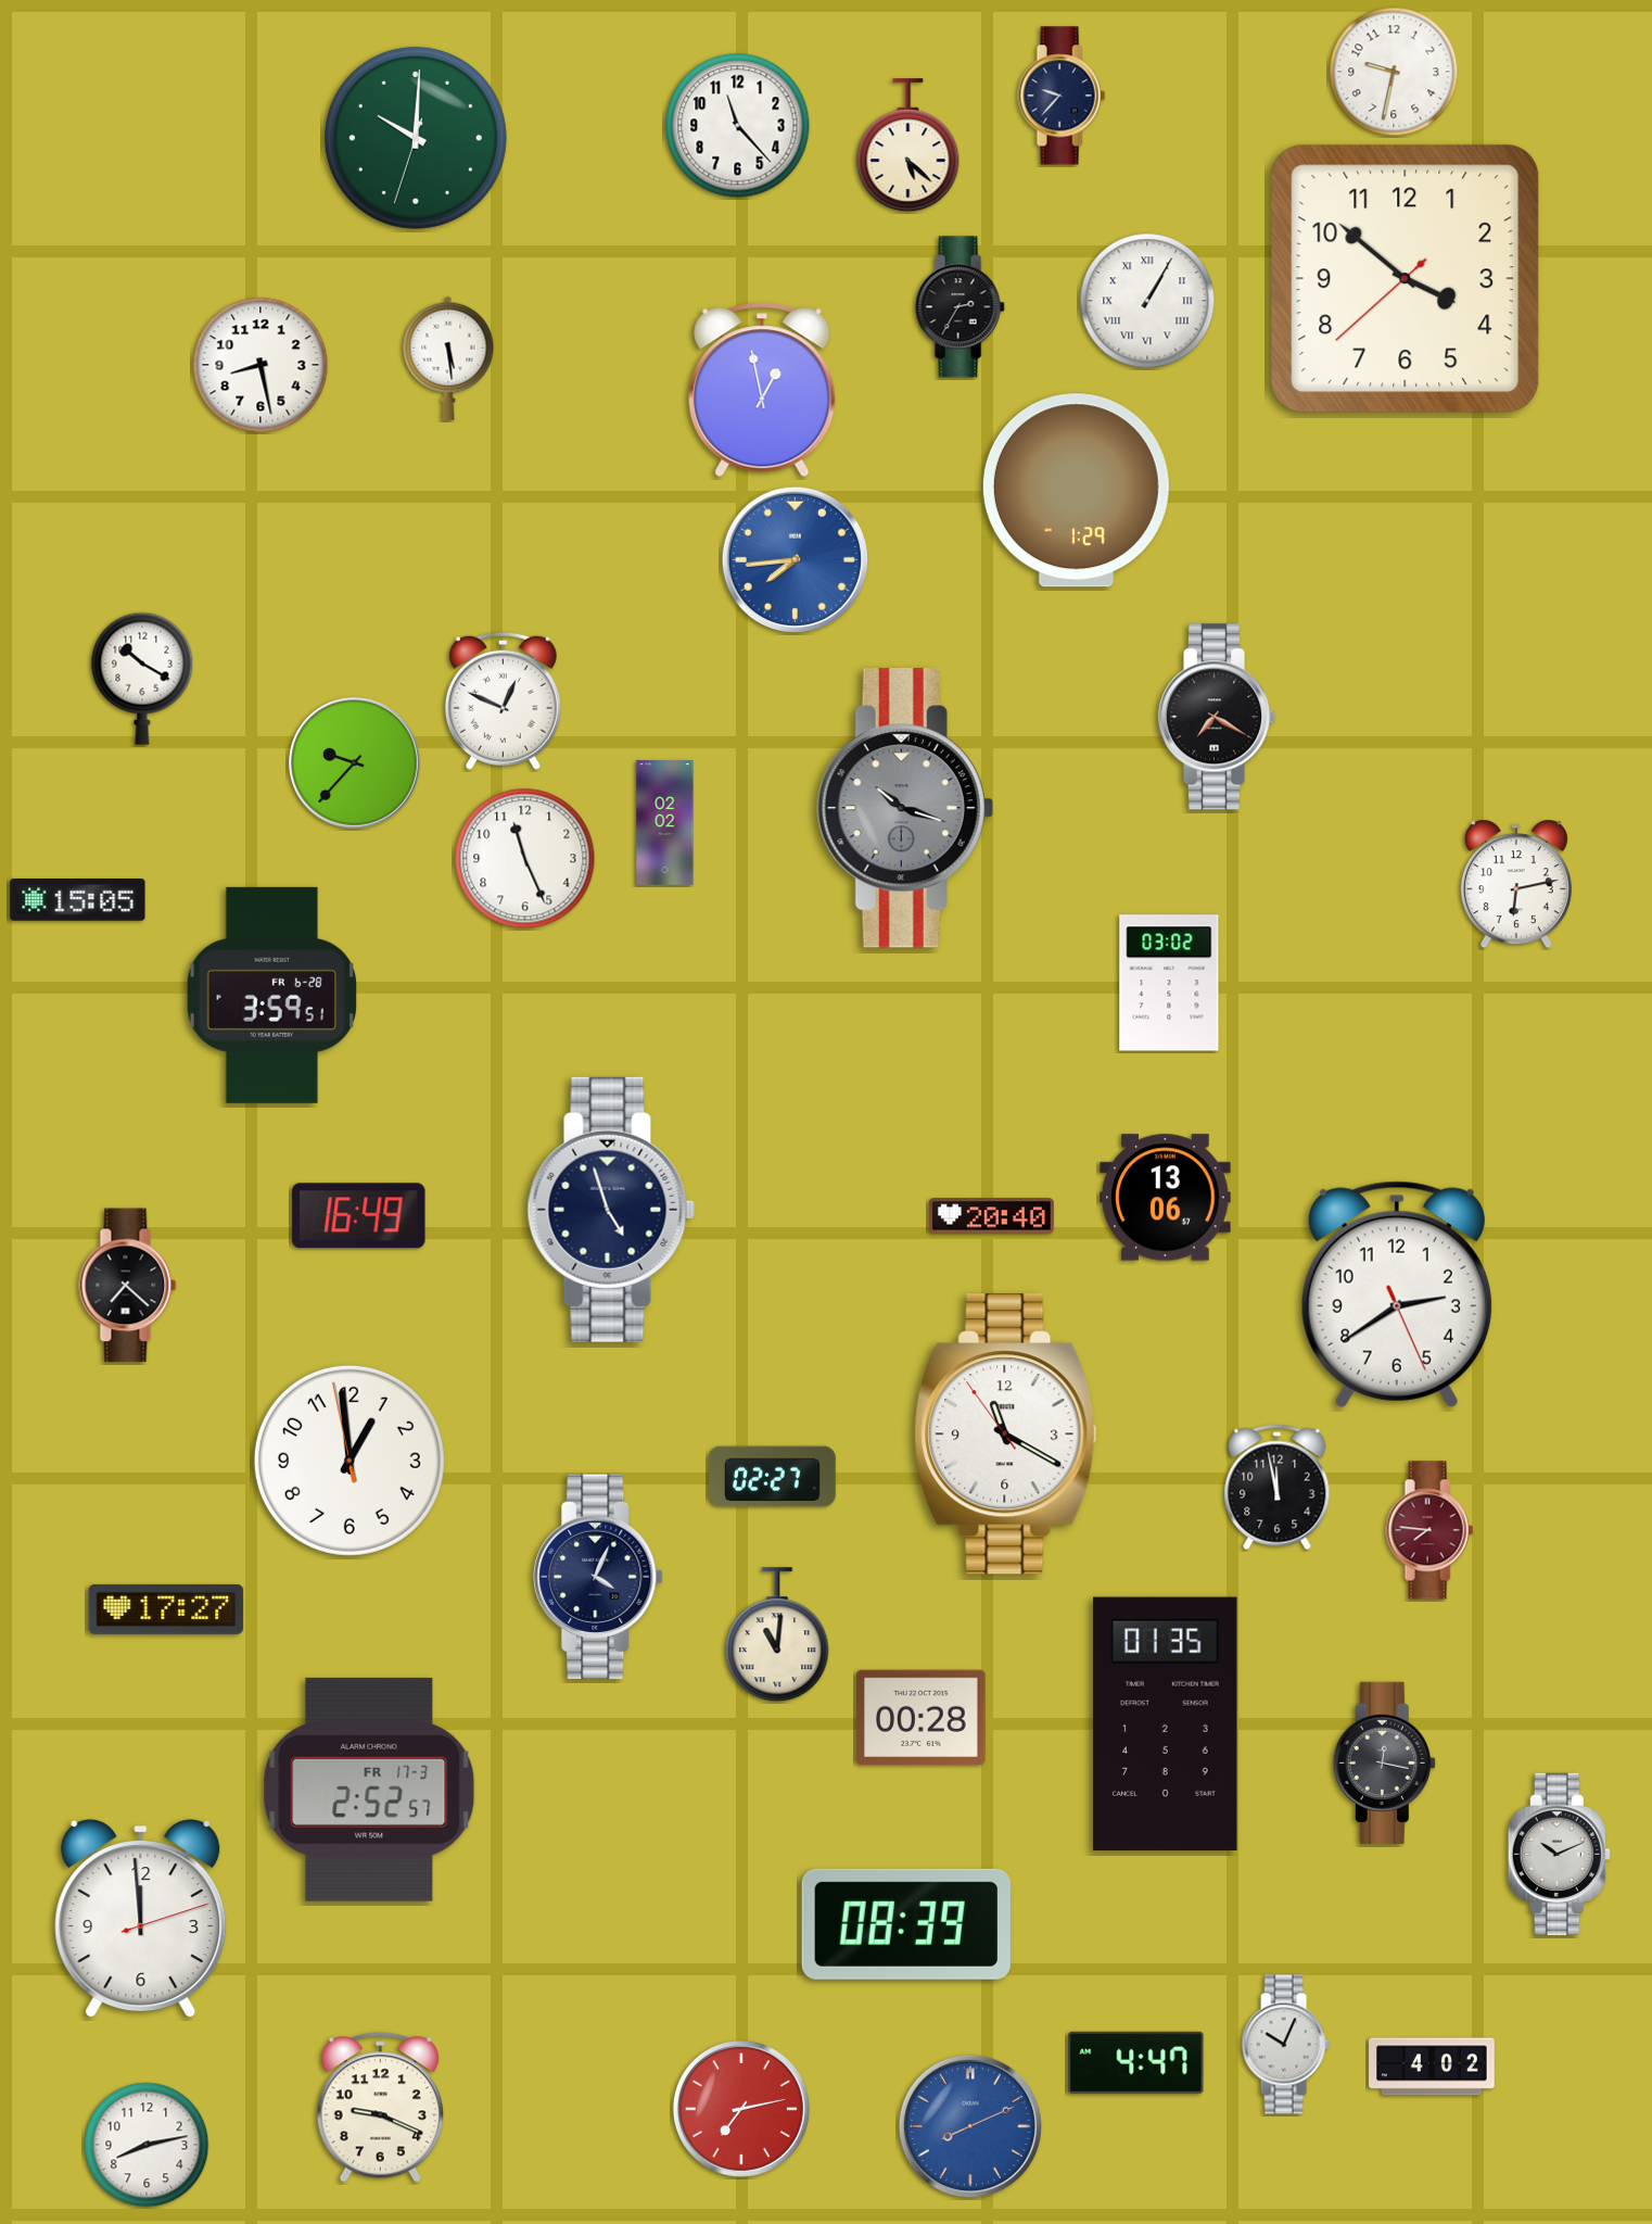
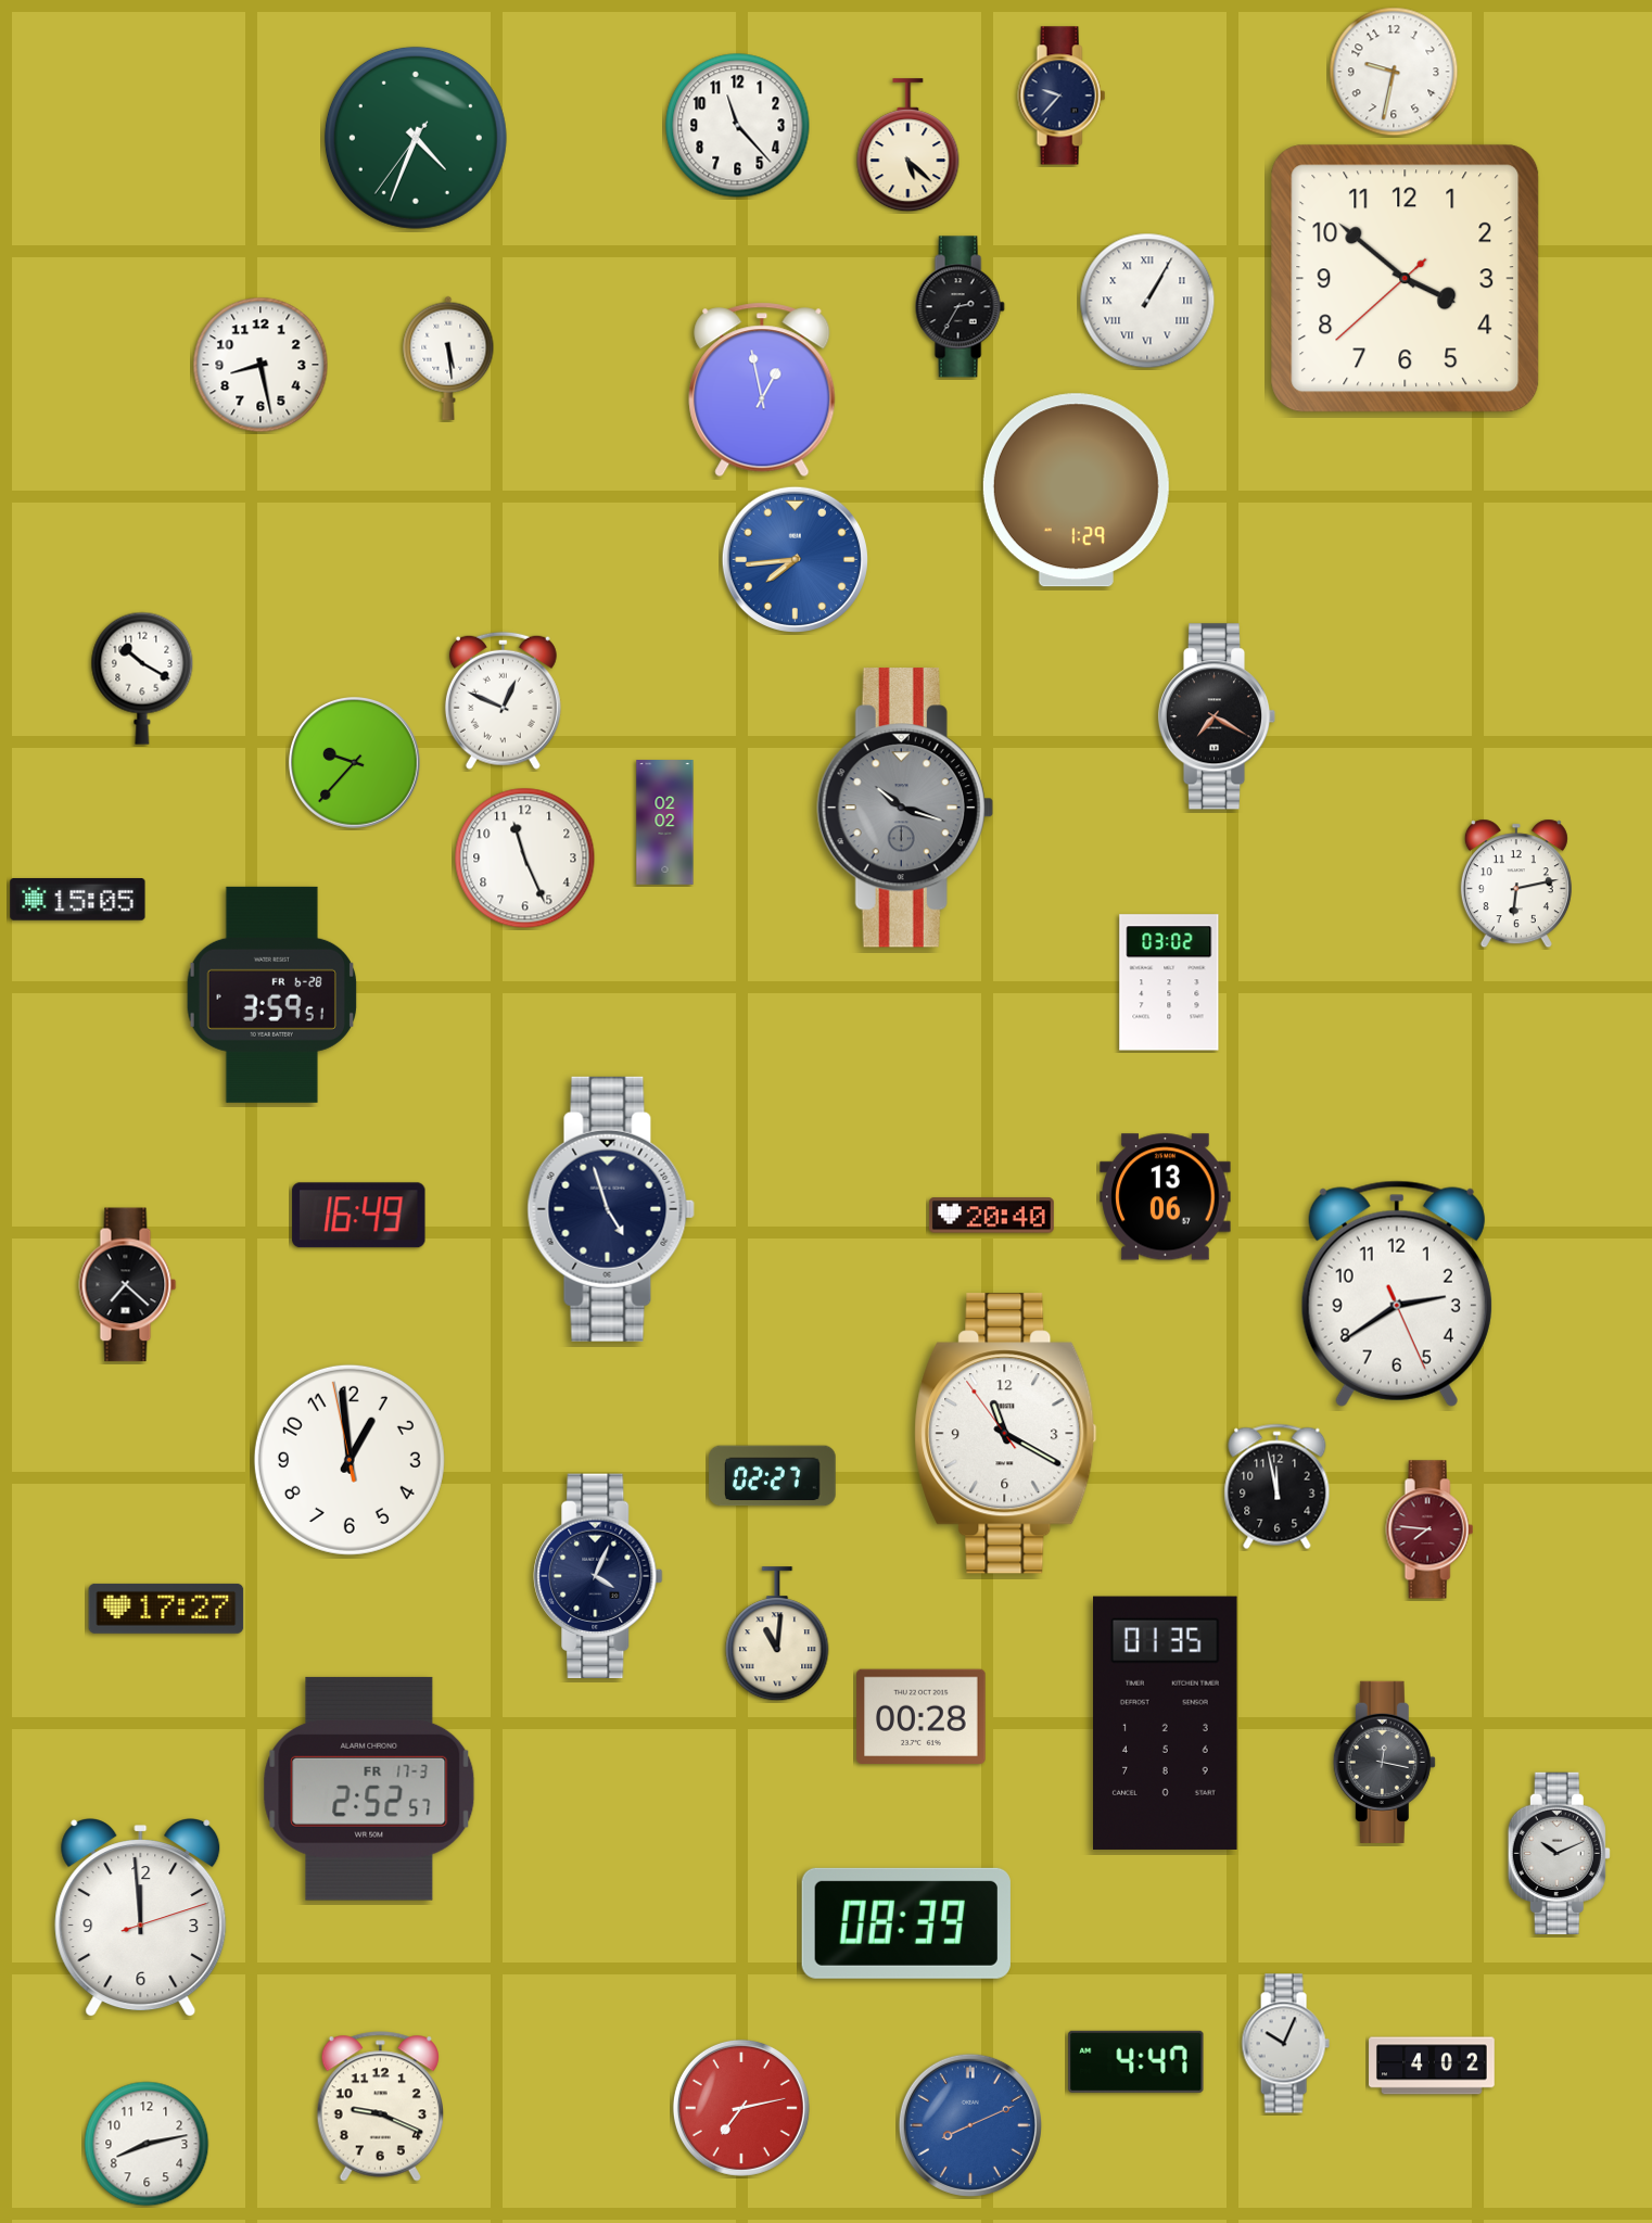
clock at (416, 138): 10:00 -> 4:33
